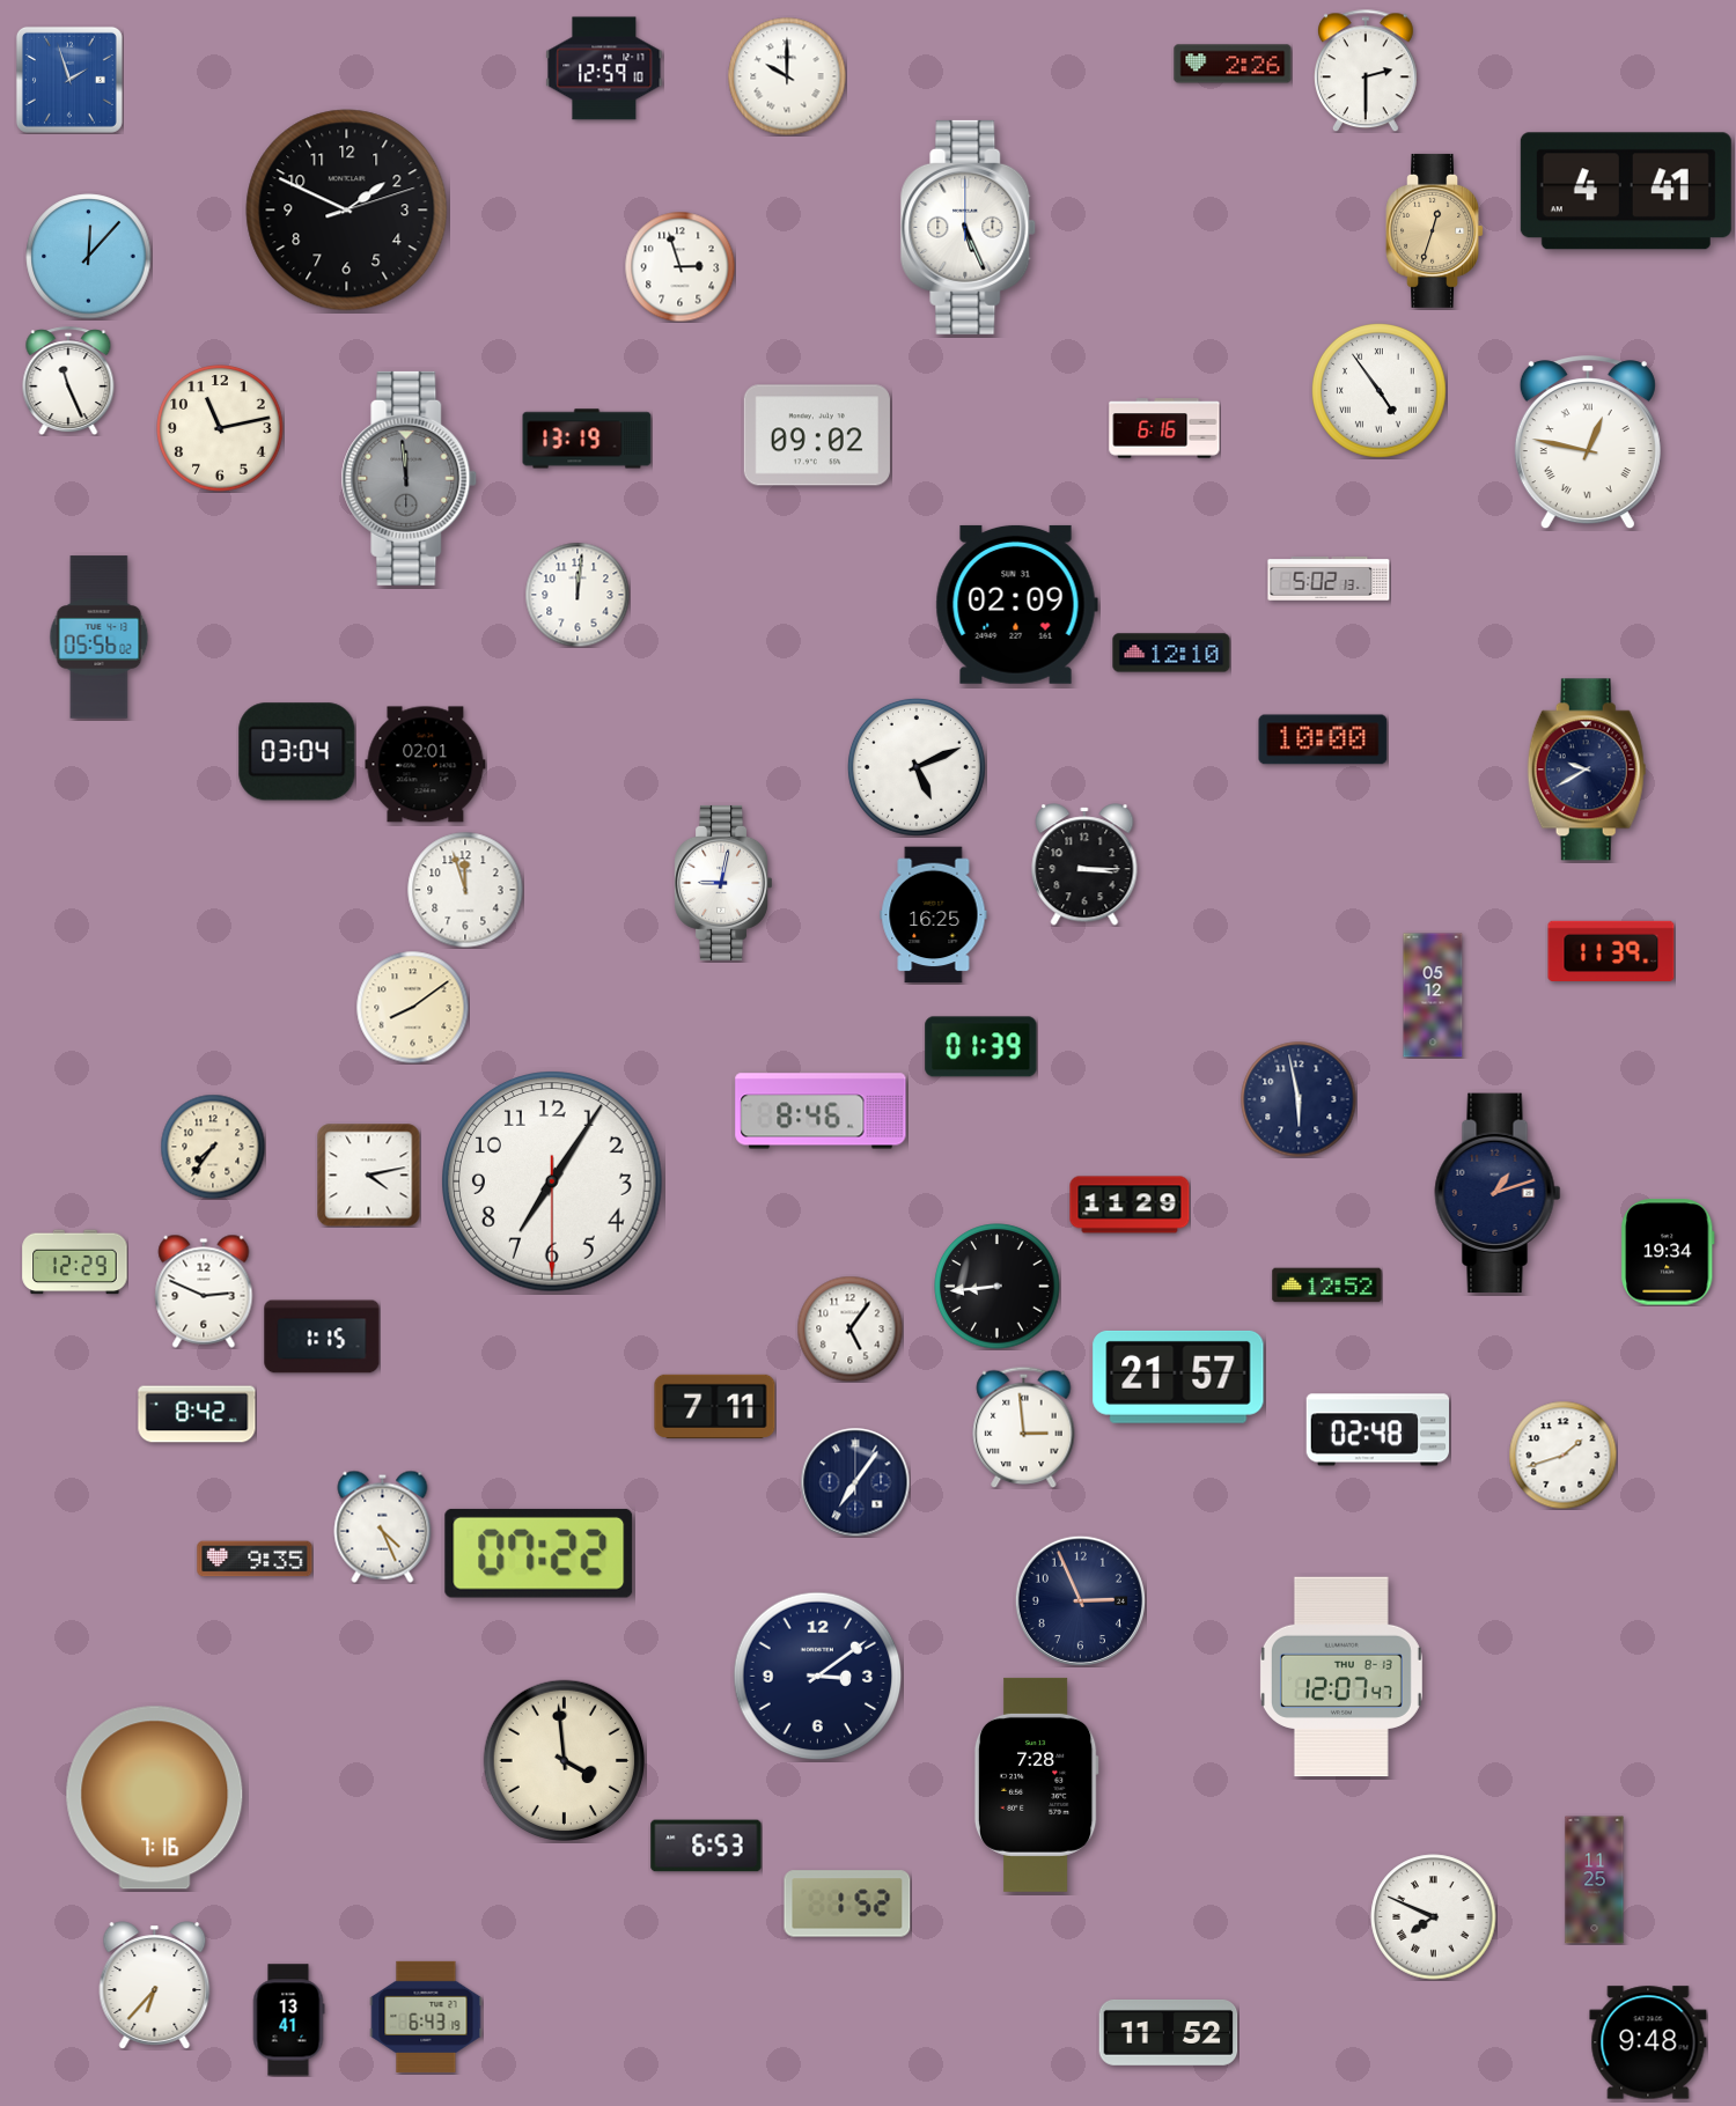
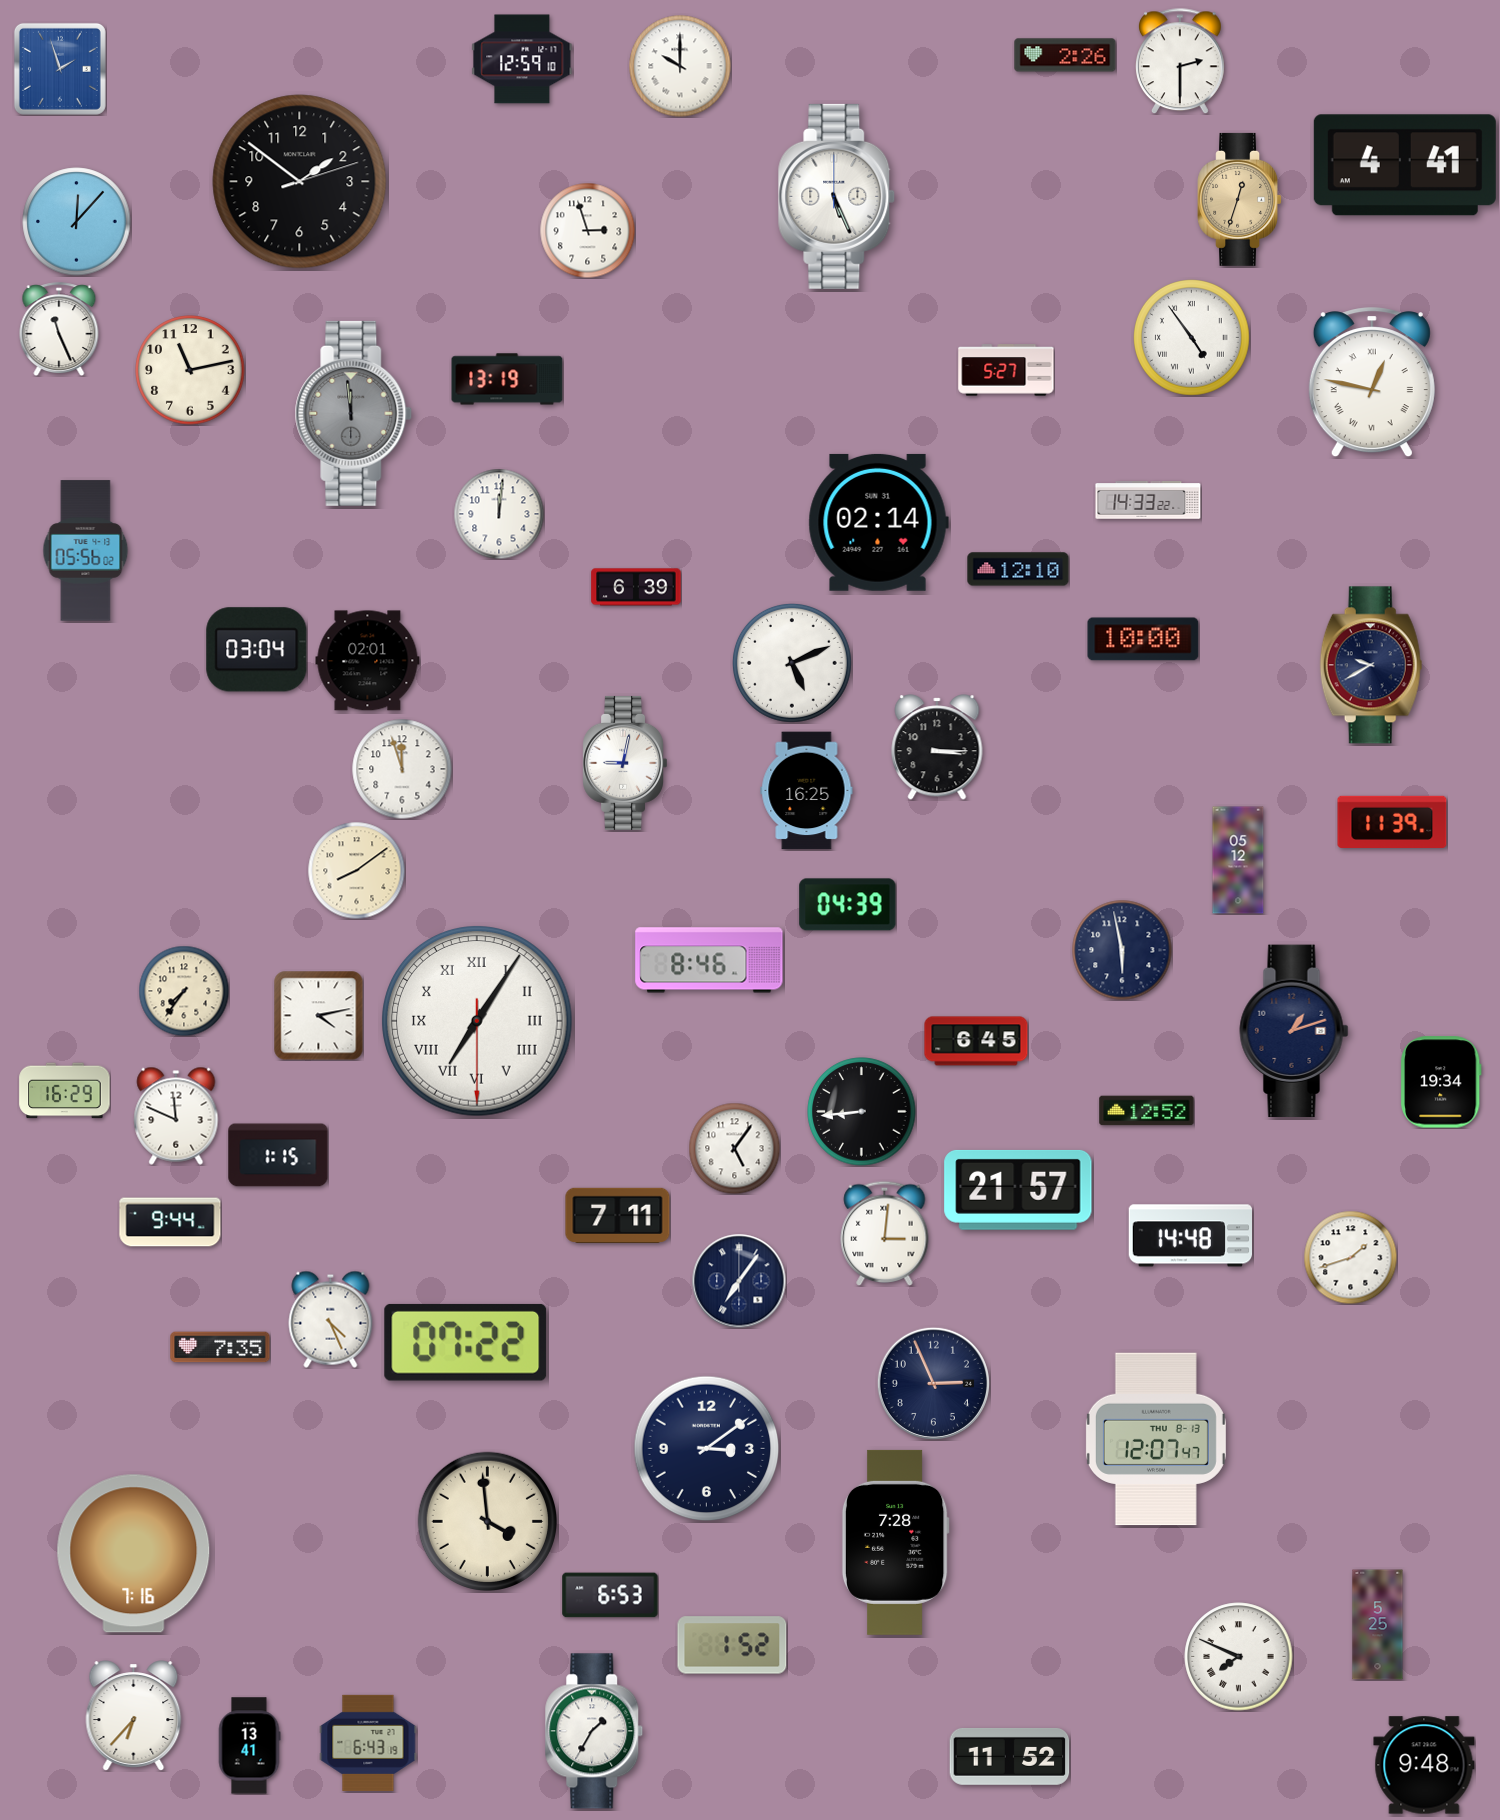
clock at (347, 211): 1:49 -> 1:51
clock at (1164, 428): 6:16 -> 5:27
clock at (817, 435): 09:02 -> none
clock at (1329, 579): 5:02 -> 14:33
clock at (1016, 604): 02:09 -> 02:14
clock at (1171, 653) position: (1171, 653) -> (1018, 569)
clock at (636, 587): none -> 6:39
clock at (981, 1047): 01:39 -> 04:39
clock at (552, 1181) numerals: Arabic -> Roman
clock at (1130, 1205): 11:29 -> 6:45
clock at (75, 1262): 12:29 -> 16:29
clock at (204, 1291): 2:49 -> 11:49
clock at (197, 1414): 8:42 -> 9:44
clock at (1024, 1427): 2:59 -> 3:01
clock at (1377, 1430): 02:48 -> 14:48
clock at (255, 1559): 9:35 -> 7:35
clock at (1341, 1677) position: (1341, 1677) -> (1156, 1439)
clock at (1595, 1880): 11:25 -> 5:25
clock at (594, 1731): none -> 1:35
